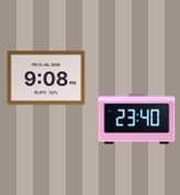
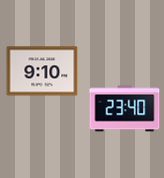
clock at (46, 78): 9:08 -> 9:10
